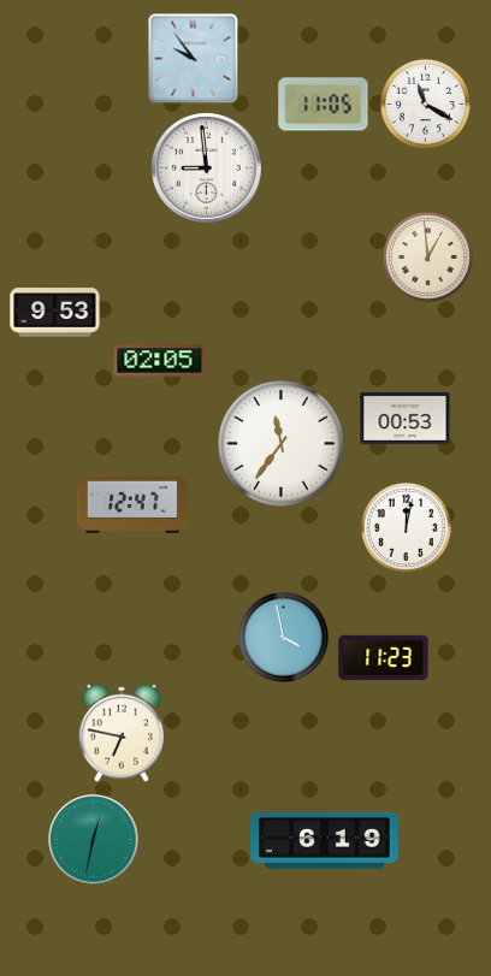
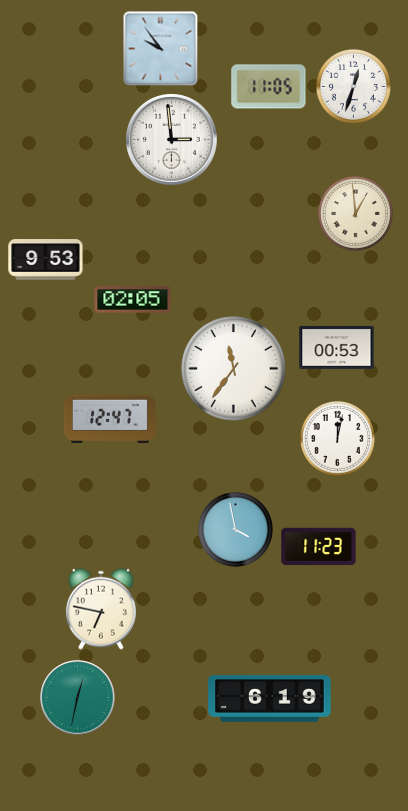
clock at (425, 103): 11:20 -> 12:33
clock at (207, 168): 8:59 -> 2:59
